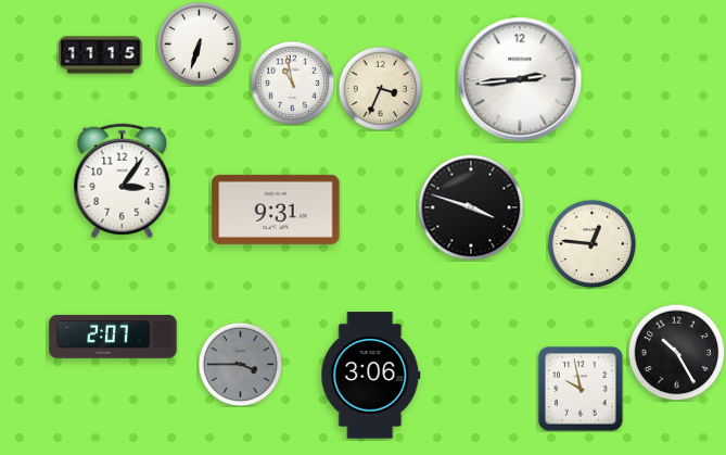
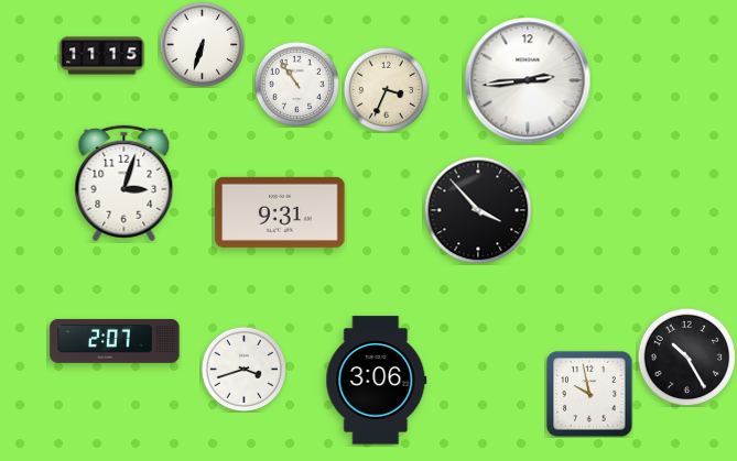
clock at (292, 83): 10:58 -> 10:54
clock at (123, 181): 3:06 -> 3:03
clock at (471, 207): 3:48 -> 3:53
clock at (591, 243): 12:46 -> none
clock at (240, 364): 3:45 -> 3:42
clock at (240, 364) dial: grey -> white
